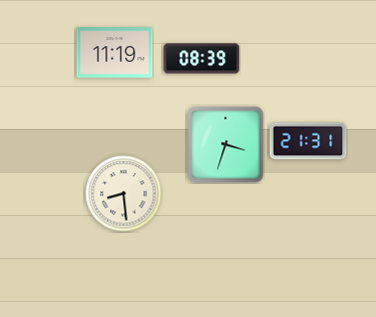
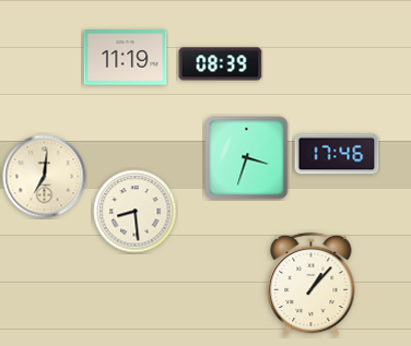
clock at (308, 141): 21:31 -> 17:46
clock at (45, 177): none -> 7:01
clock at (312, 285): none -> 1:07
